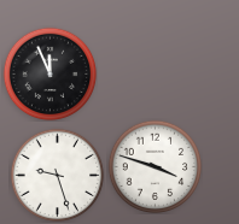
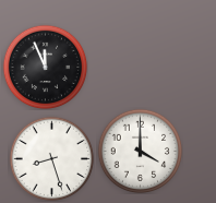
clock at (155, 166): 3:48 -> 4:00
clock at (57, 175): 9:27 -> 8:27
